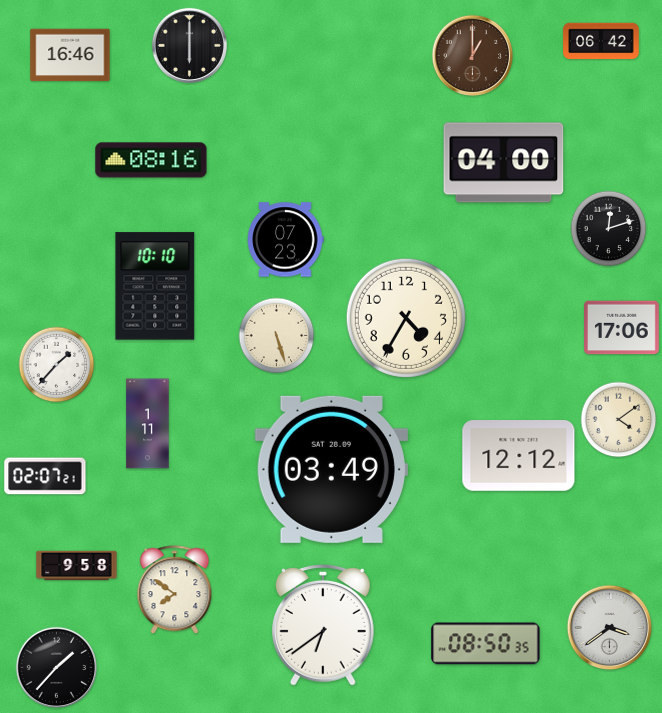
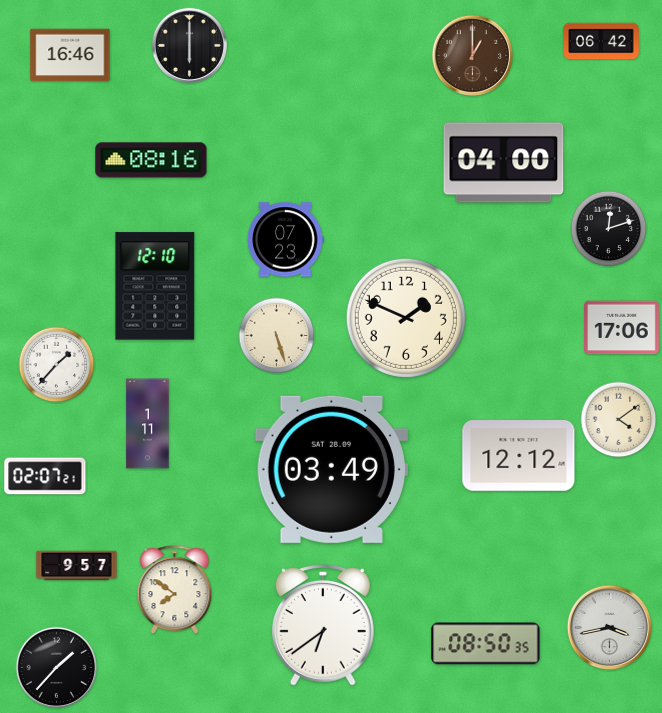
clock at (155, 286): 10:10 -> 12:10
clock at (406, 318): 4:35 -> 1:49
clock at (77, 566): 9:58 -> 9:57
clock at (610, 628): 3:39 -> 3:43
